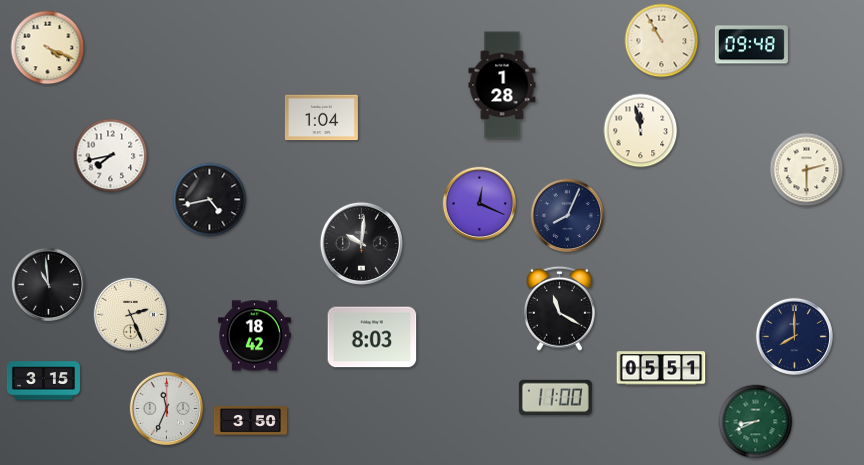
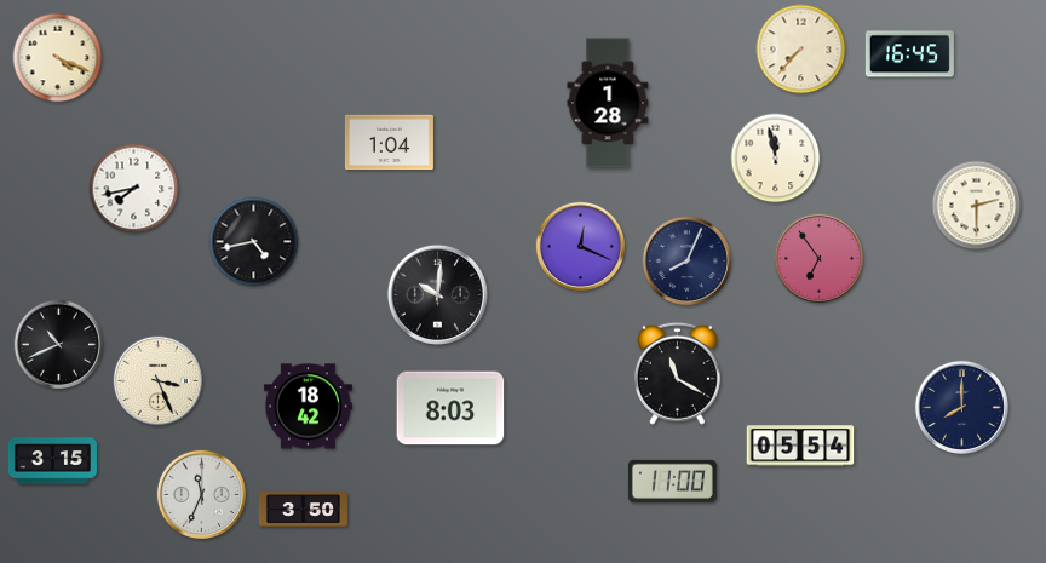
clock at (662, 41): 10:55 -> 7:37
clock at (751, 45): 09:48 -> 16:45
clock at (818, 258): none -> 6:54
clock at (48, 284): 10:59 -> 10:41
clock at (130, 314): 2:26 -> 3:26
clock at (661, 368): 05:51 -> 05:54
clock at (756, 422): 8:41 -> none
